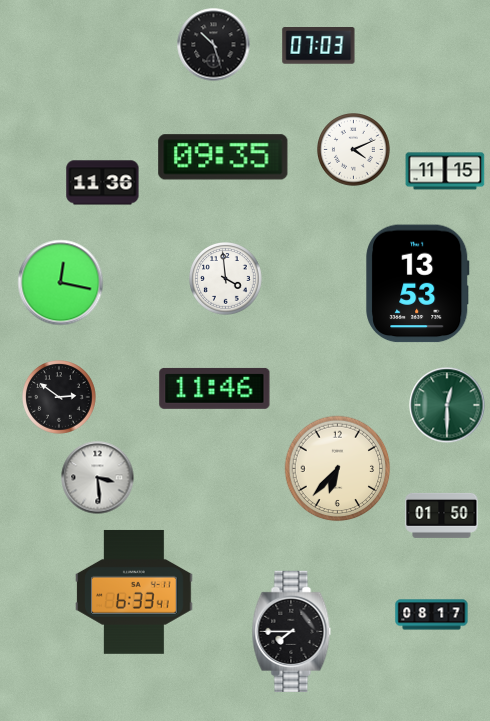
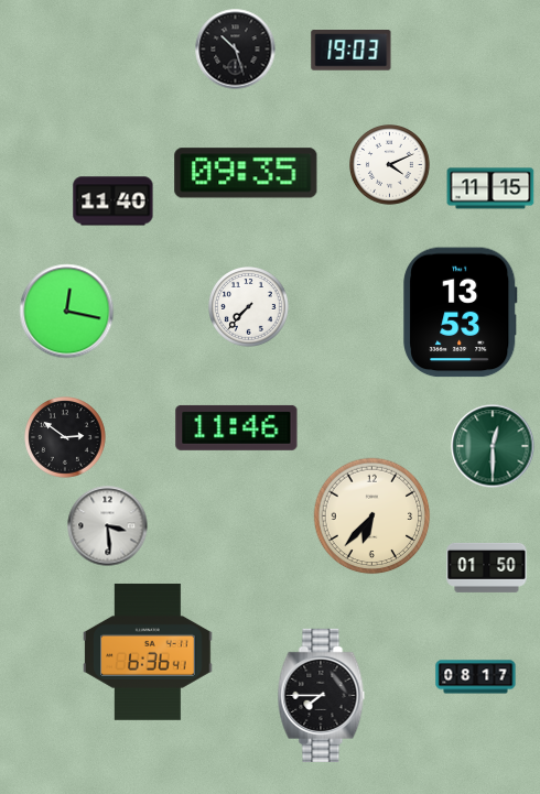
clock at (319, 46): 07:03 -> 19:03
clock at (103, 183): 11:36 -> 11:40
clock at (226, 279): 3:59 -> 7:37
clock at (134, 592): 6:33 -> 6:36
